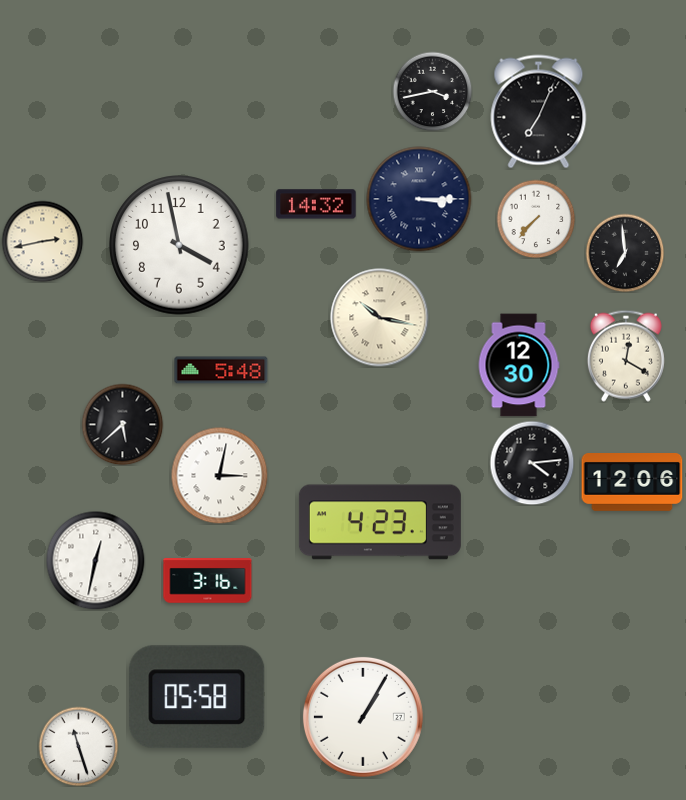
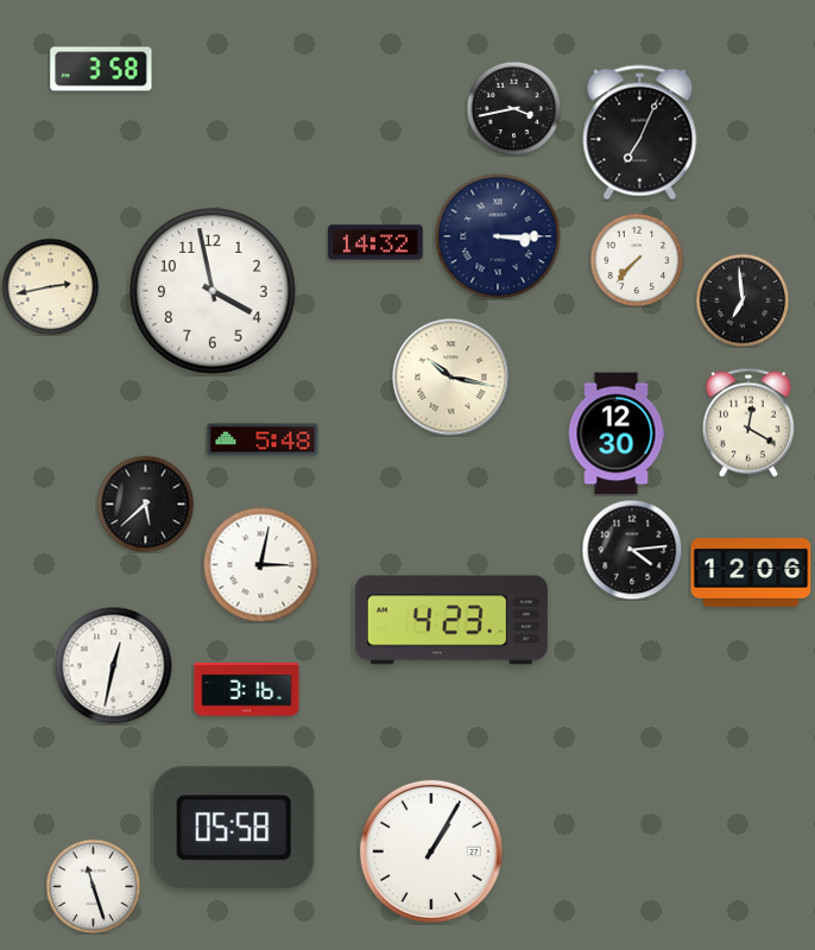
clock at (101, 69): none -> 3:58
clock at (626, 356) position: (626, 356) -> (748, 423)
